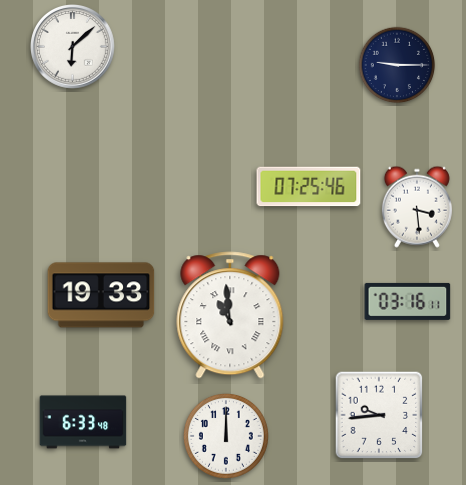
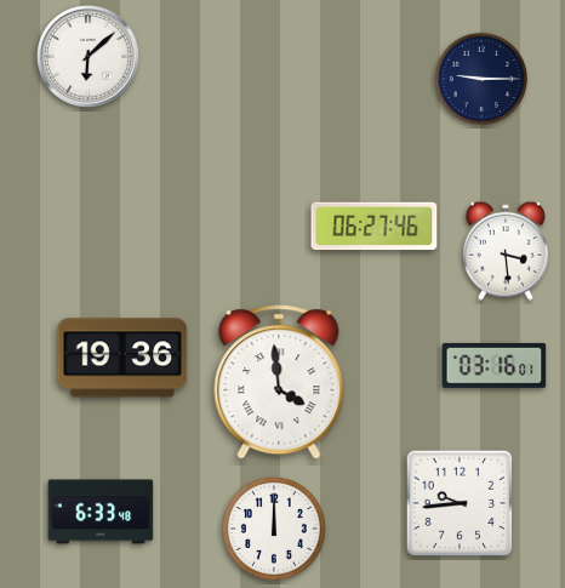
clock at (309, 187): 07:25 -> 06:27
clock at (101, 295): 19:33 -> 19:36
clock at (408, 301): 03:16:11 -> 03:16:01
clock at (230, 315): 10:59 -> 3:59
